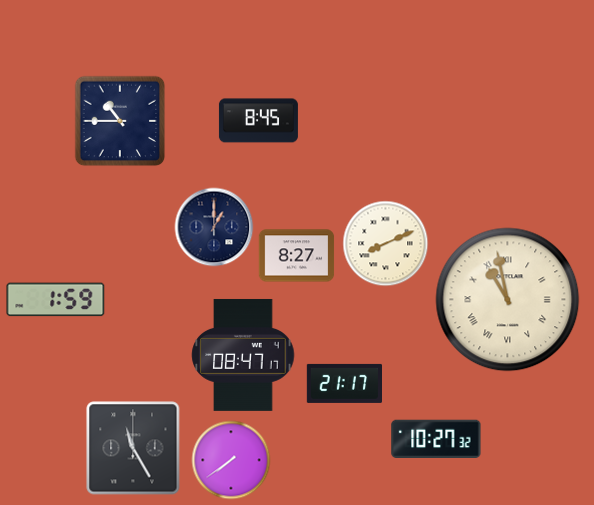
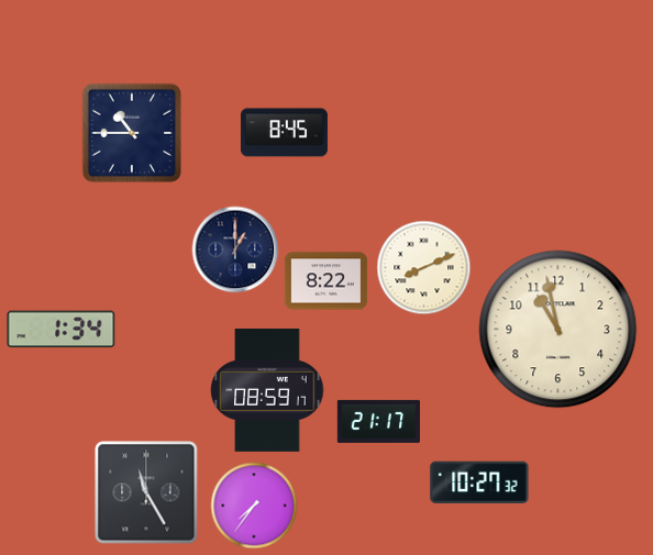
clock at (297, 256): 8:27 -> 8:22
clock at (56, 300): 1:59 -> 1:34
clock at (508, 300) numerals: Roman -> Arabic
clock at (243, 355): 08:47 -> 08:59
clock at (231, 460): 7:39 -> 7:36
